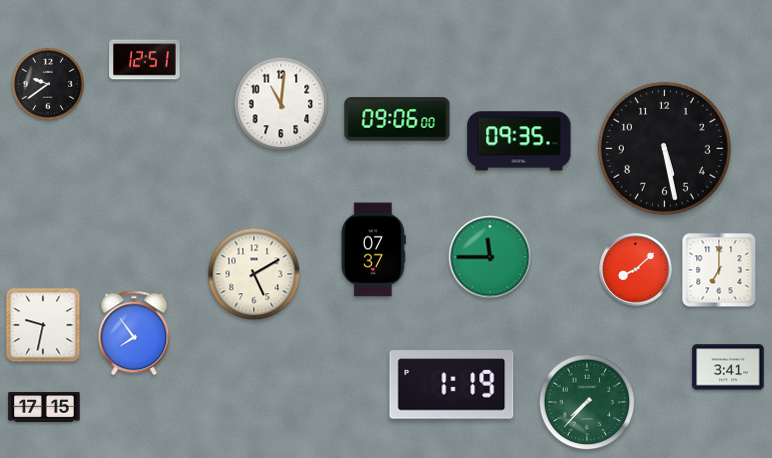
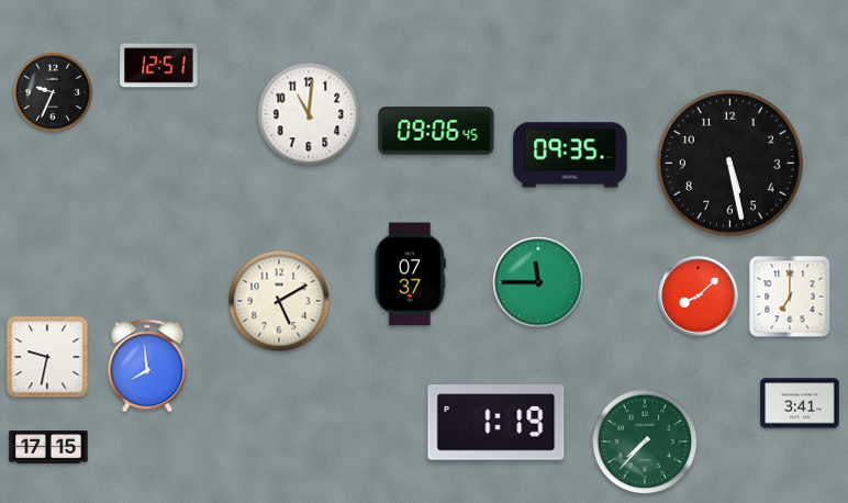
clock at (48, 84): 9:39 -> 9:34
clock at (397, 119): 09:06:00 -> 09:06:45
clock at (134, 333): 7:54 -> 7:59
